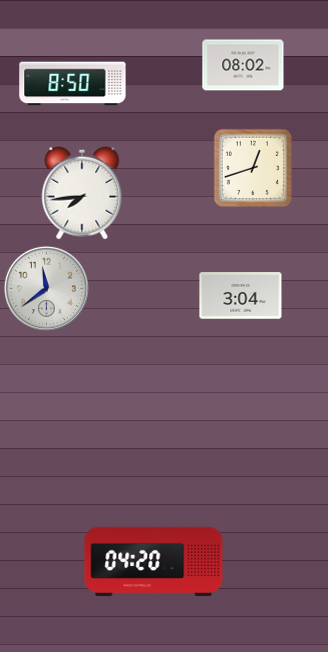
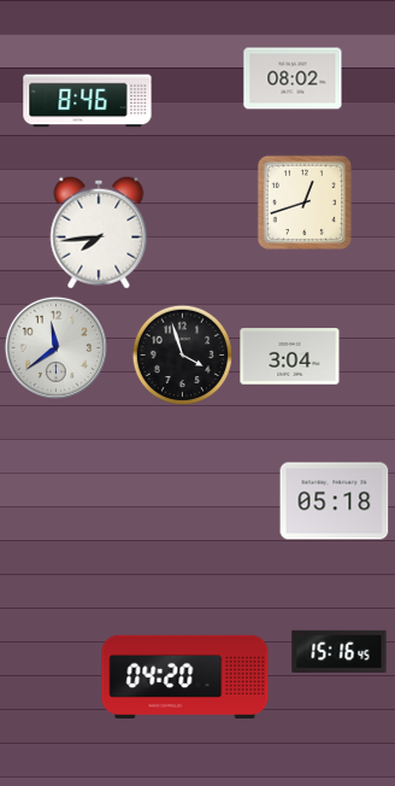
clock at (73, 84): 8:50 -> 8:46
clock at (183, 356): none -> 3:57
clock at (335, 501): none -> 05:18
clock at (340, 651): none -> 15:16
